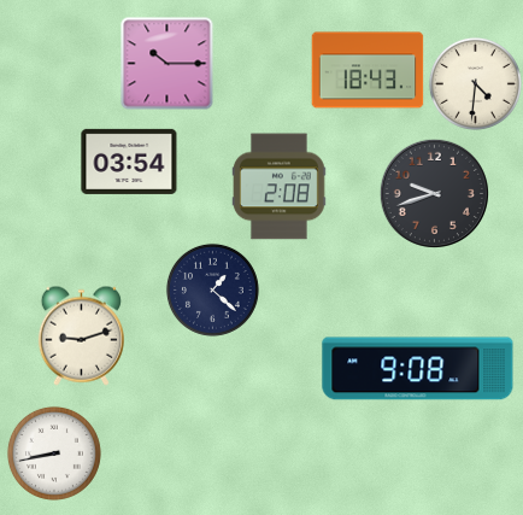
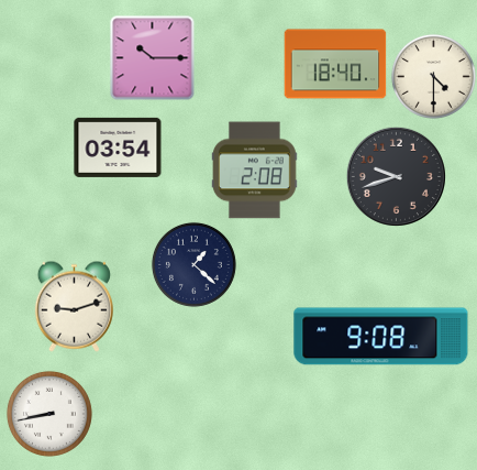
clock at (368, 70): 18:43 -> 18:40
clock at (475, 83): 4:31 -> 4:30
